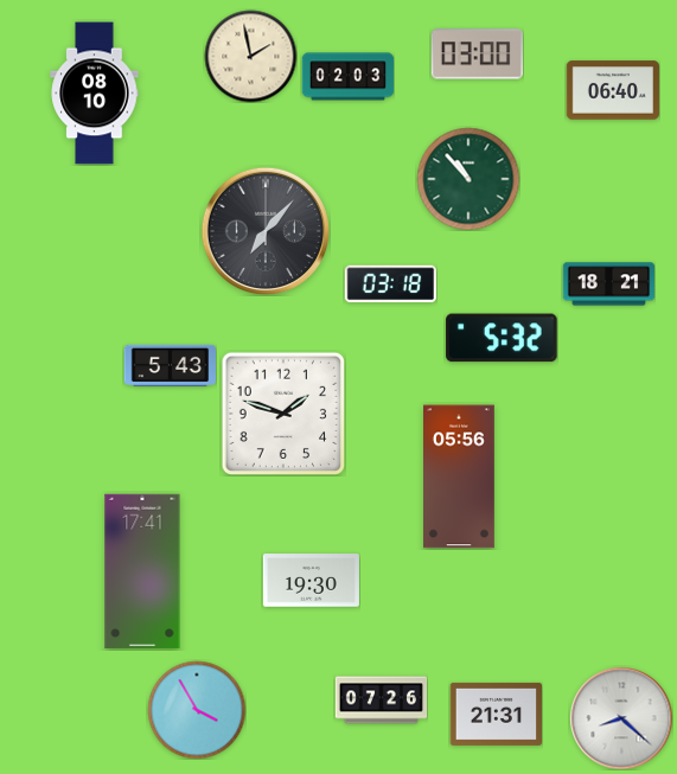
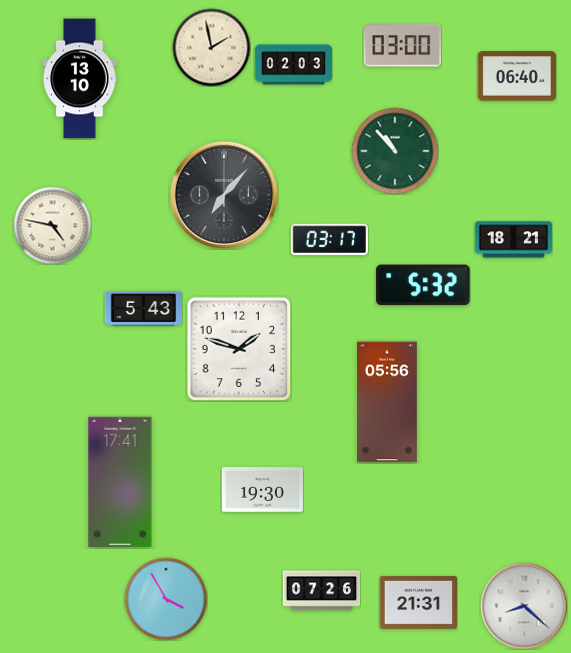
clock at (95, 94): 08:10 -> 13:10
clock at (52, 225): none -> 4:47
clock at (390, 284): 03:18 -> 03:17
